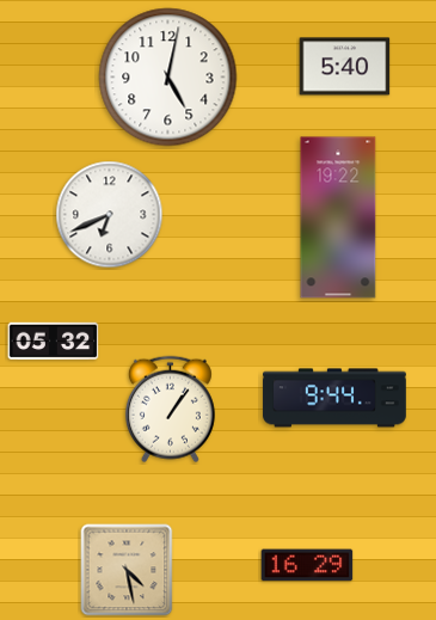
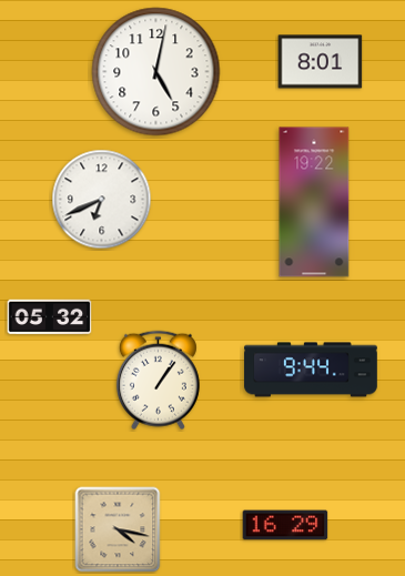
clock at (345, 67): 5:40 -> 8:01
clock at (127, 570): 4:28 -> 4:17
